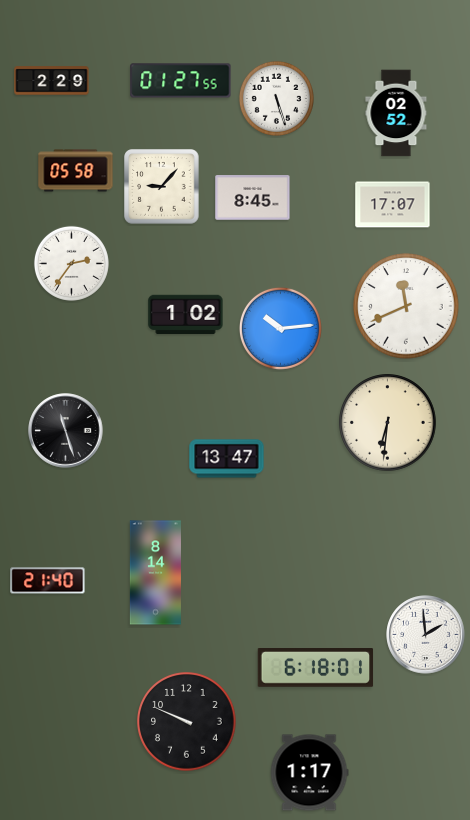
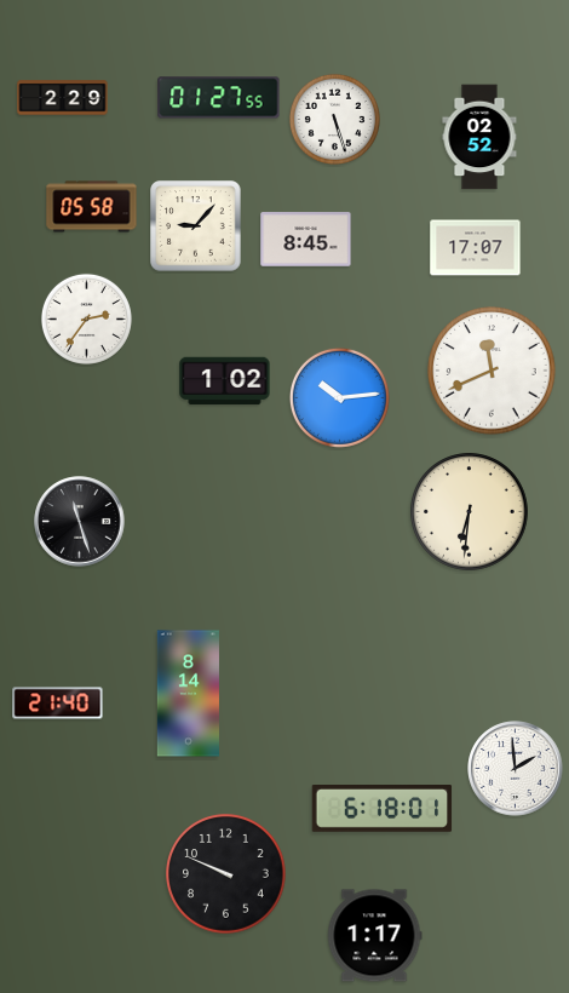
clock at (227, 459): 13:47 -> none
